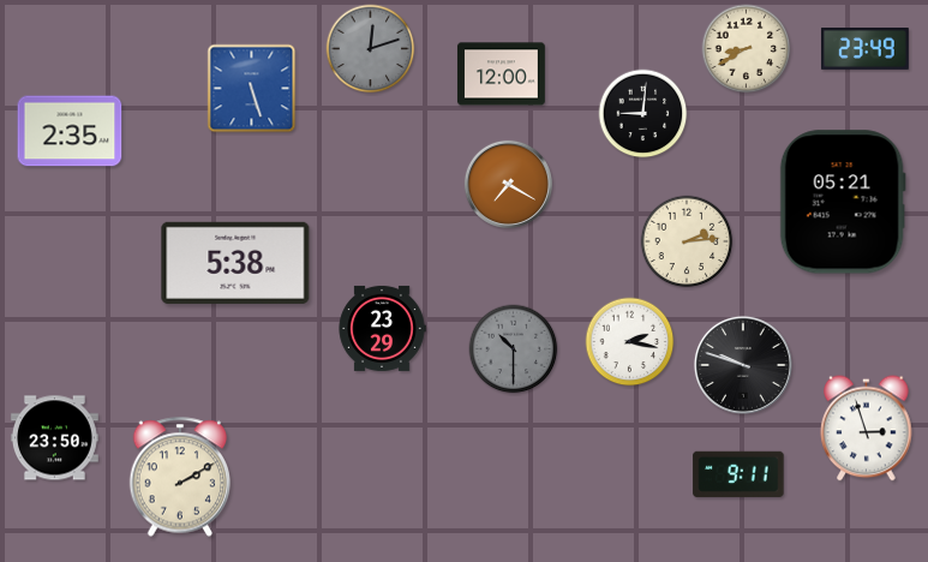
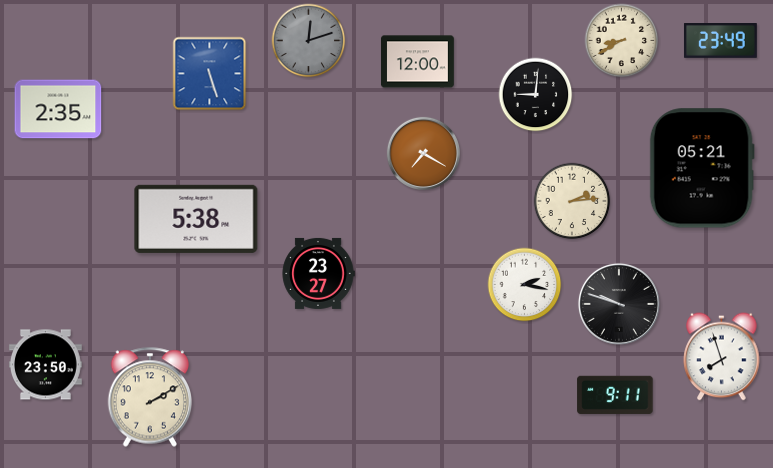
clock at (382, 328): 23:29 -> 23:27
clock at (514, 349): 10:30 -> none
clock at (867, 429): 2:57 -> 7:57
